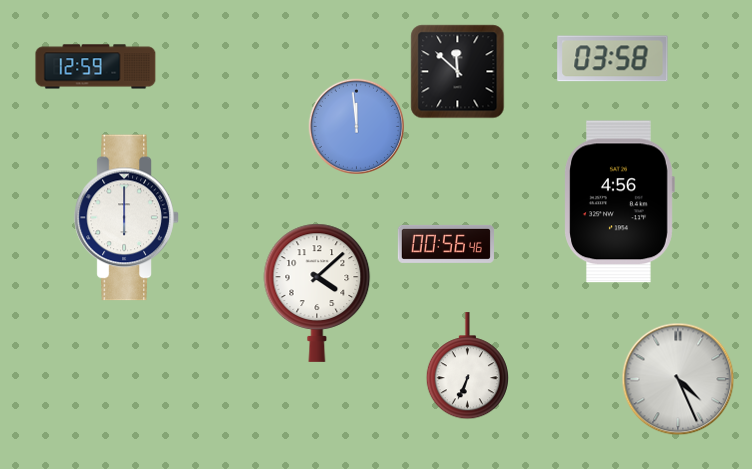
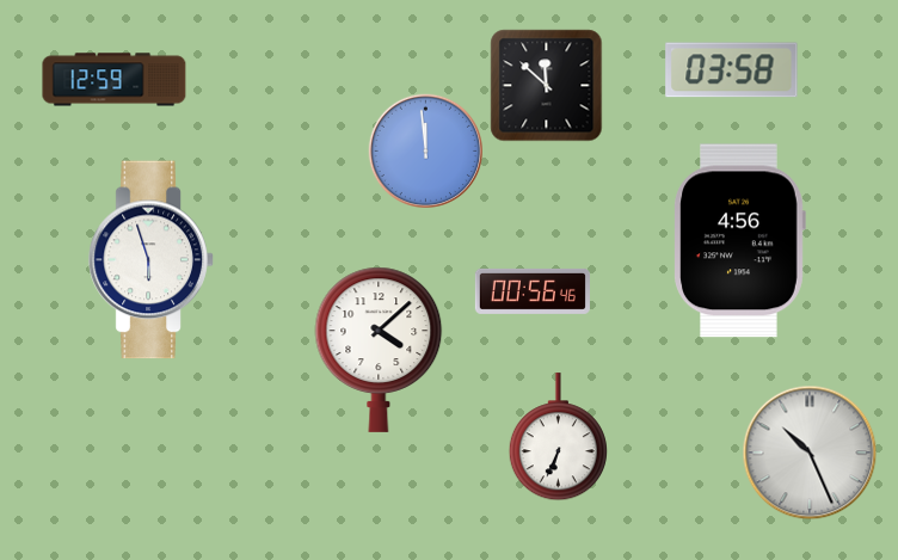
clock at (127, 218): 6:00 -> 5:57
clock at (678, 379): 4:26 -> 10:26
